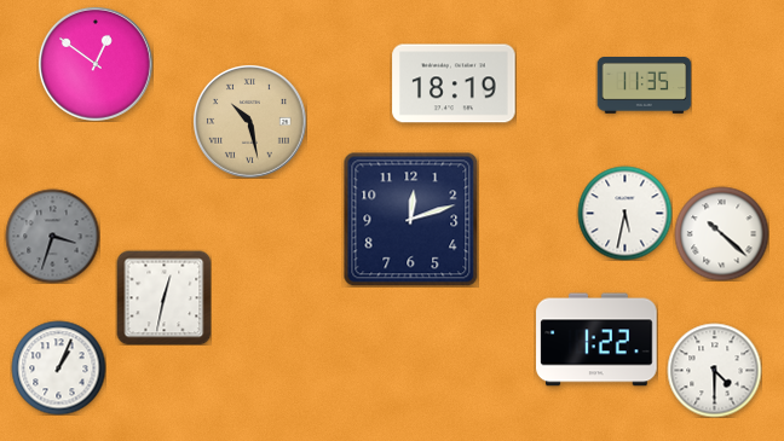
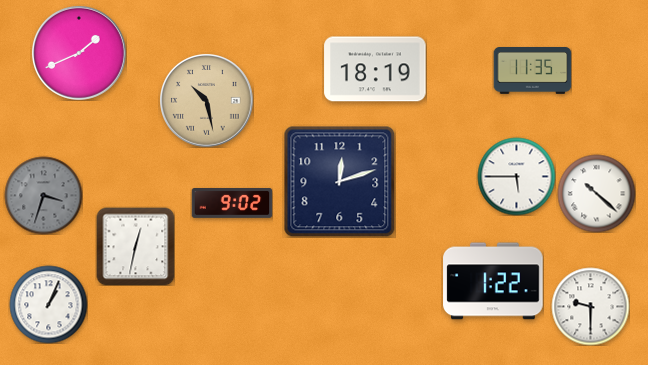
clock at (96, 64): 12:51 -> 1:41
clock at (624, 213): 5:32 -> 5:45
clock at (232, 203): none -> 9:02
clock at (714, 370): 4:30 -> 9:30
